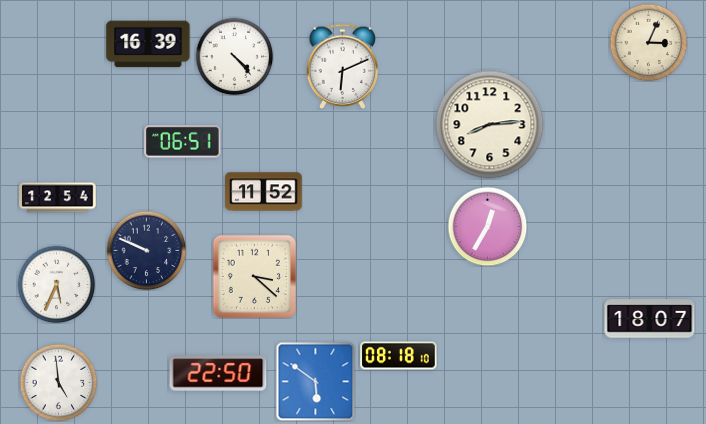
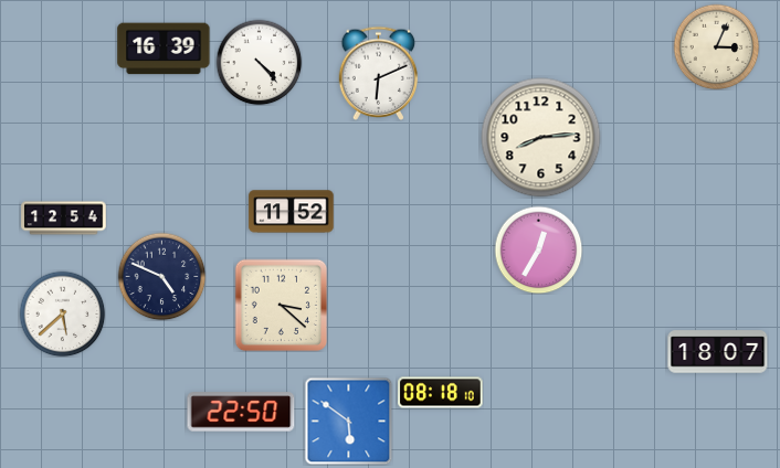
clock at (183, 142): 06:51 -> none
clock at (146, 250): 9:49 -> 4:49
clock at (56, 284): 5:34 -> 5:38
clock at (58, 382): 4:59 -> none
